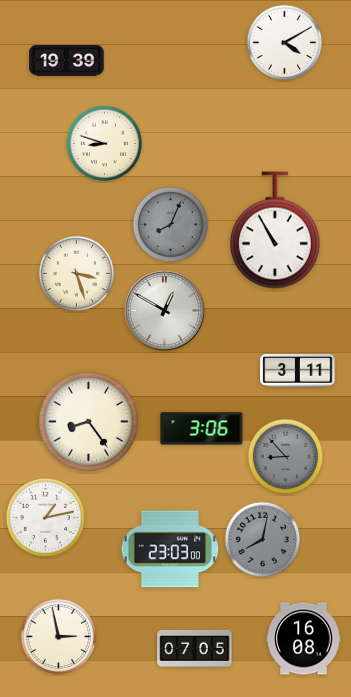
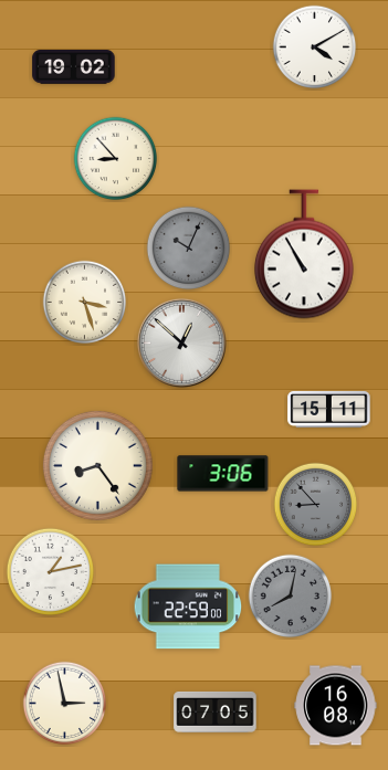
clock at (67, 61): 19:39 -> 19:02
clock at (105, 144): 8:48 -> 8:53
clock at (171, 225): 8:04 -> 10:04
clock at (164, 310): 12:50 -> 12:52
clock at (298, 370): 3:11 -> 15:11
clock at (170, 549): 23:03 -> 22:59
clock at (195, 648) position: (195, 648) -> (216, 711)
